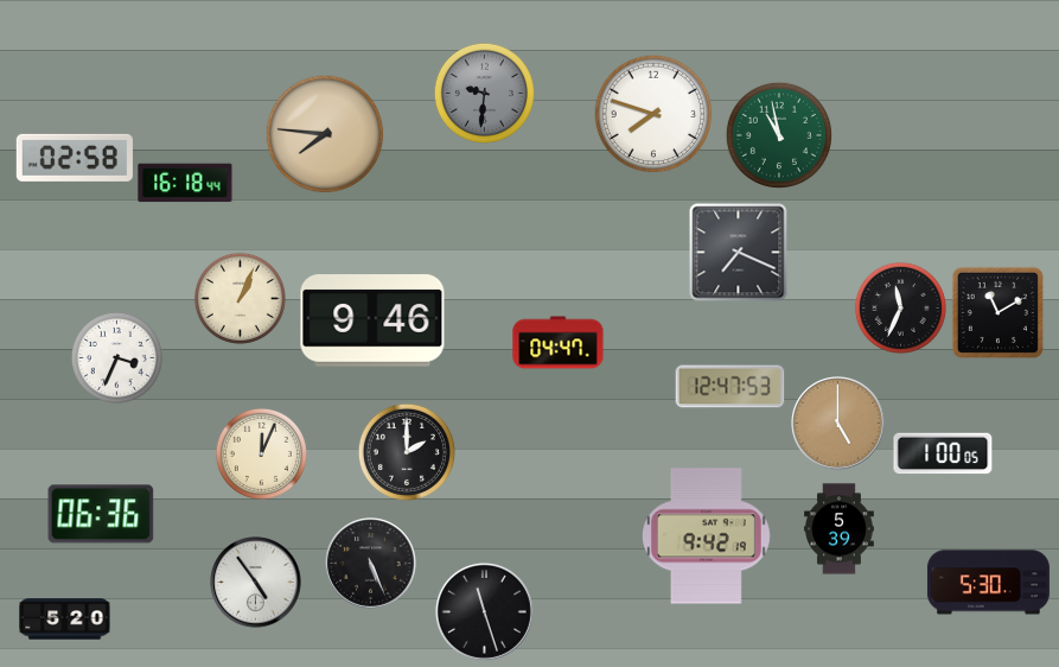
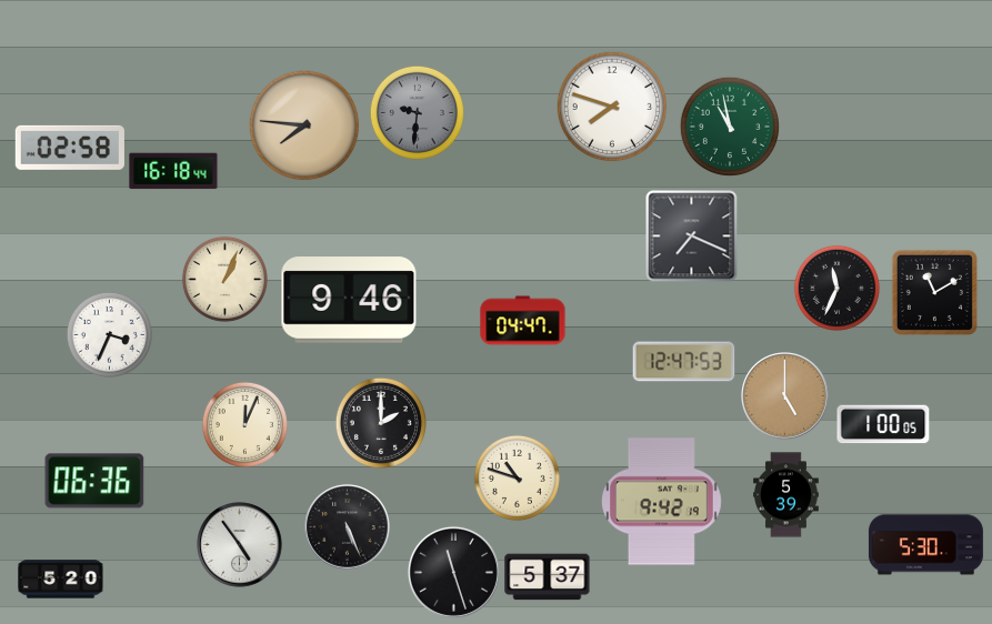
clock at (484, 93) position: (484, 93) -> (417, 112)
clock at (900, 307) position: (900, 307) -> (836, 288)
clock at (517, 477): none -> 10:48
clock at (548, 577): none -> 5:37
